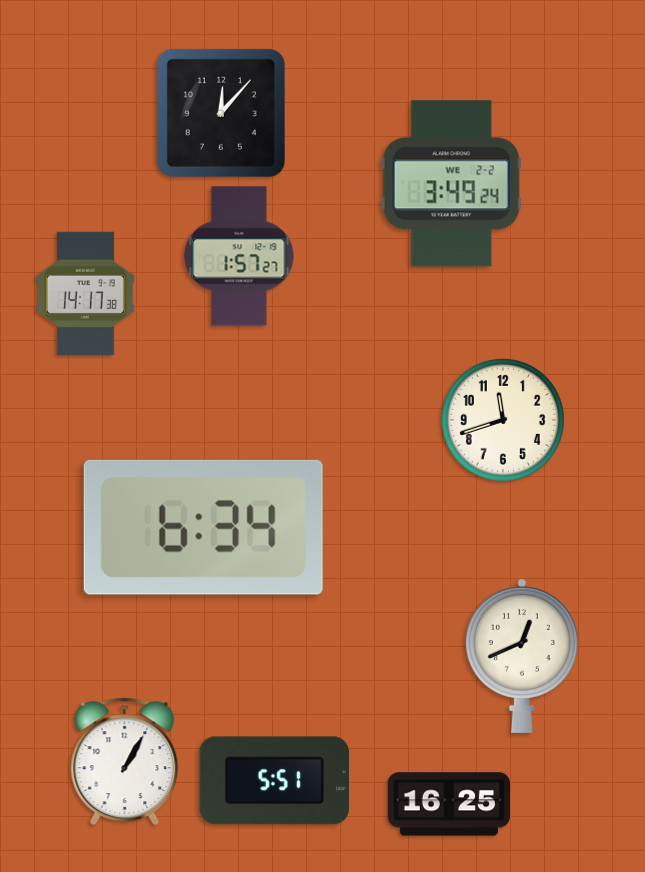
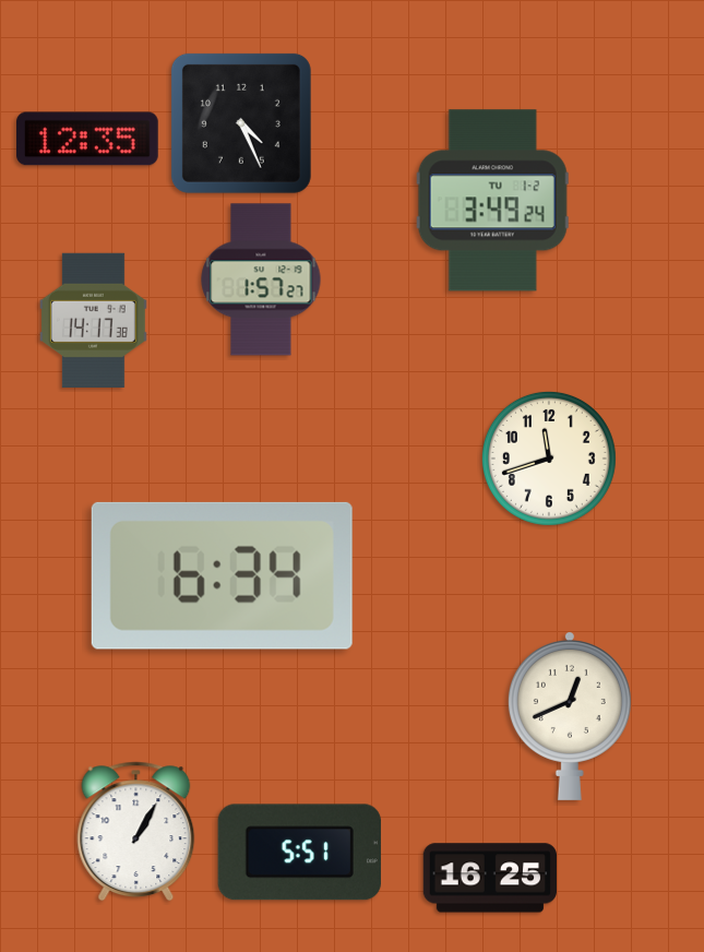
clock at (221, 113): 12:07 -> 4:26
clock at (88, 139): none -> 12:35
clock at (451, 184) date: WE 2-2 -> TU 1-2
